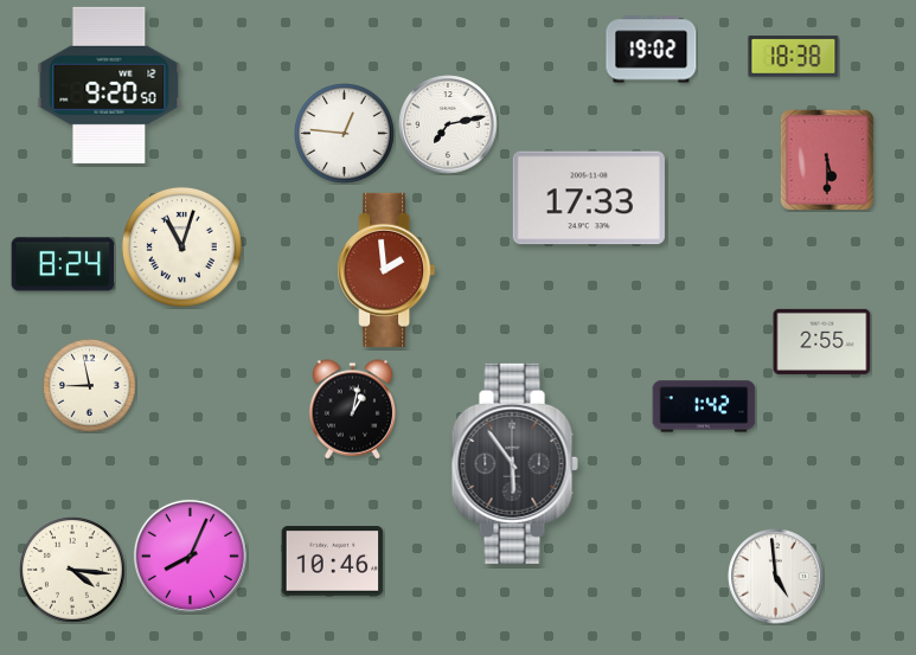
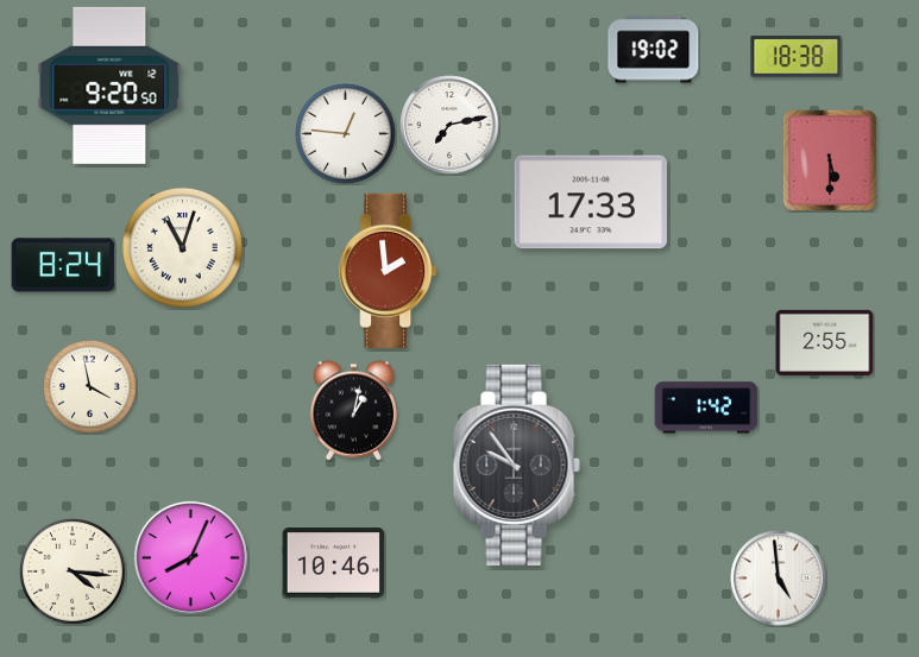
clock at (589, 198) position: (589, 198) -> (591, 202)
clock at (90, 386): 8:58 -> 3:58
clock at (514, 463): 5:54 -> 9:54
